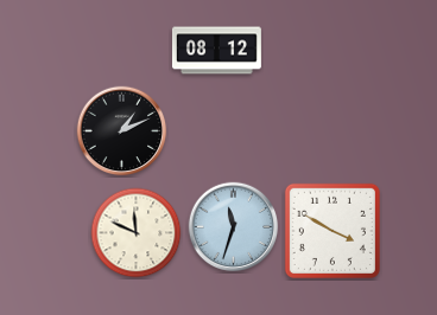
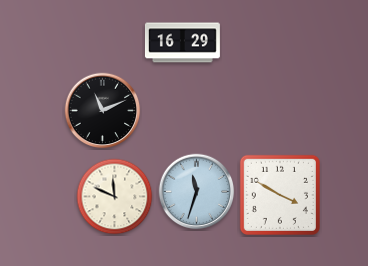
clock at (216, 51): 08:12 -> 16:29
clock at (122, 131): 1:11 -> 11:11
